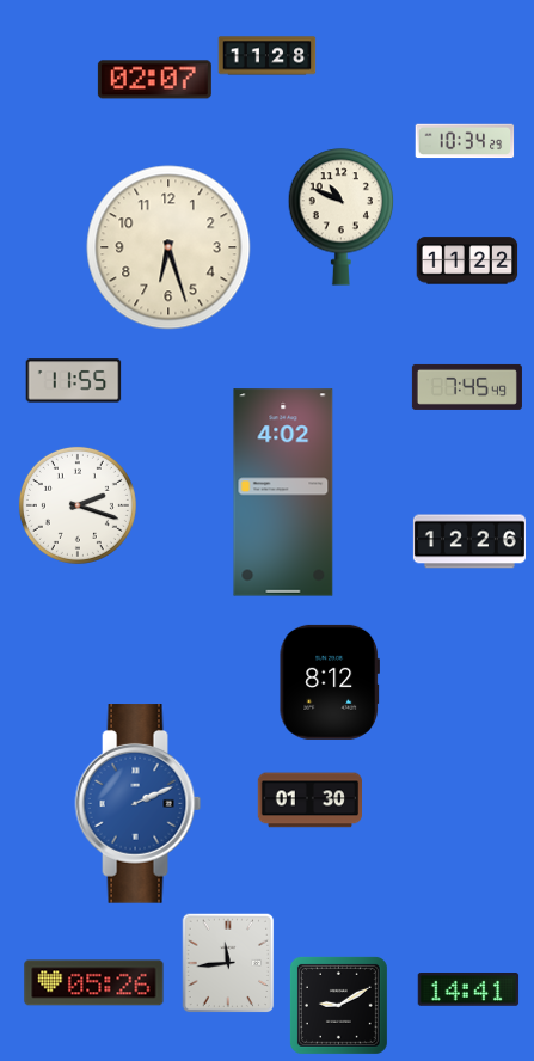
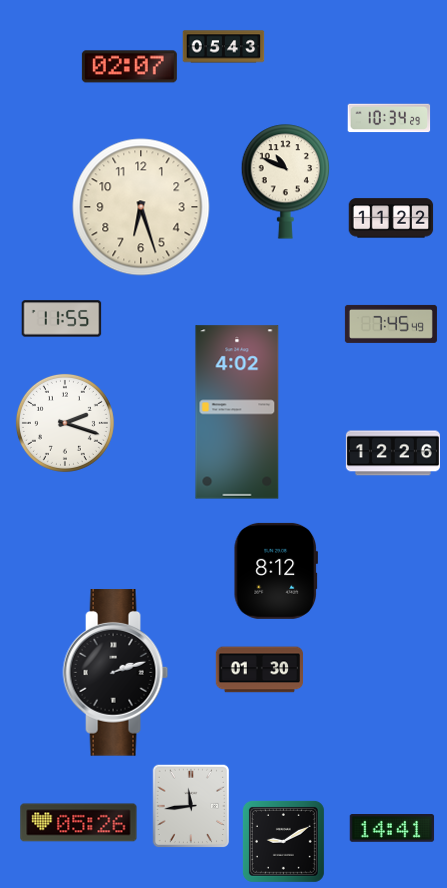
clock at (266, 56): 11:28 -> 05:43
clock at (139, 804): 2:11 -> 2:12
clock at (139, 804) dial: blue -> black
